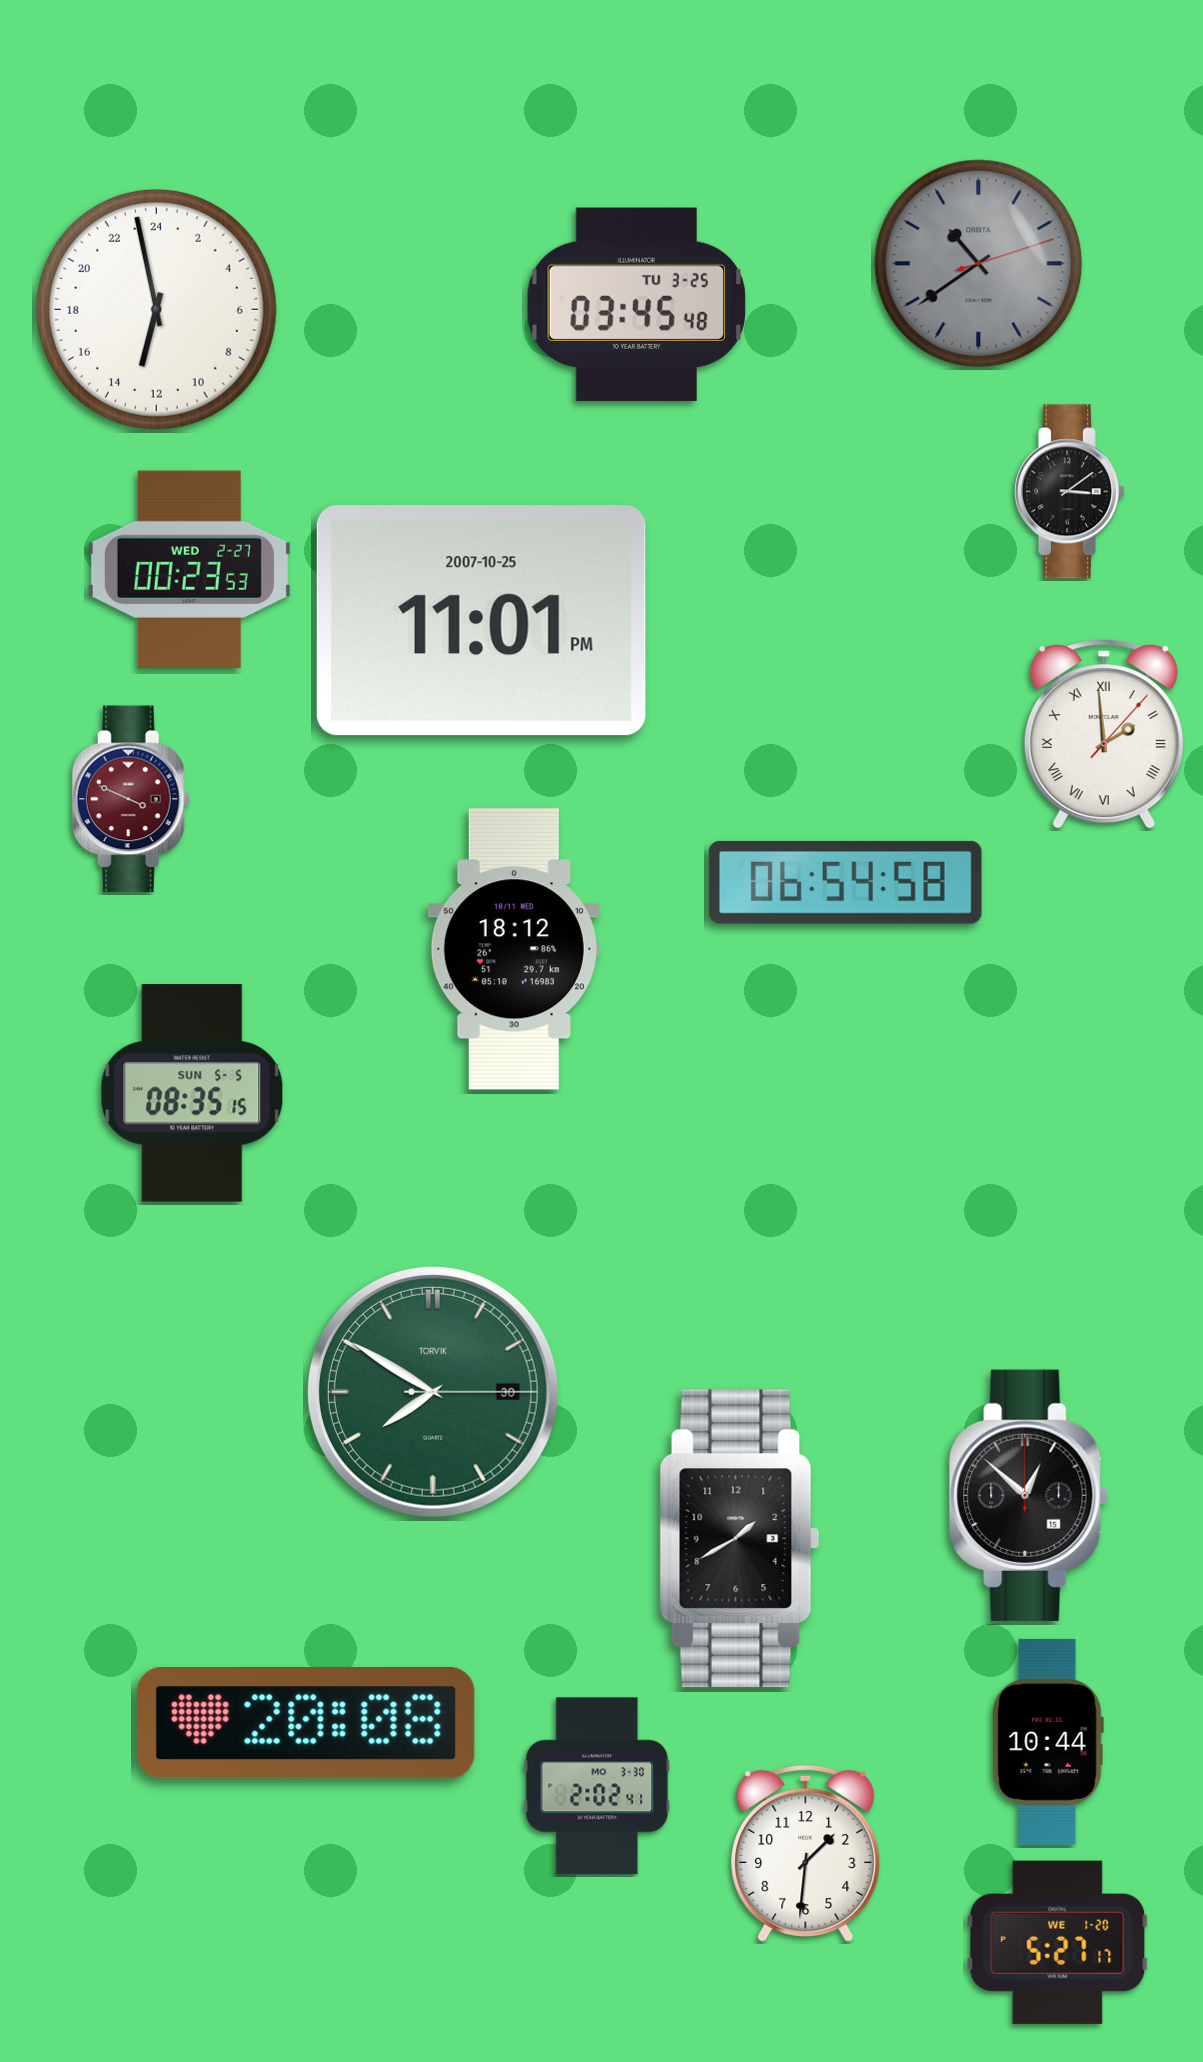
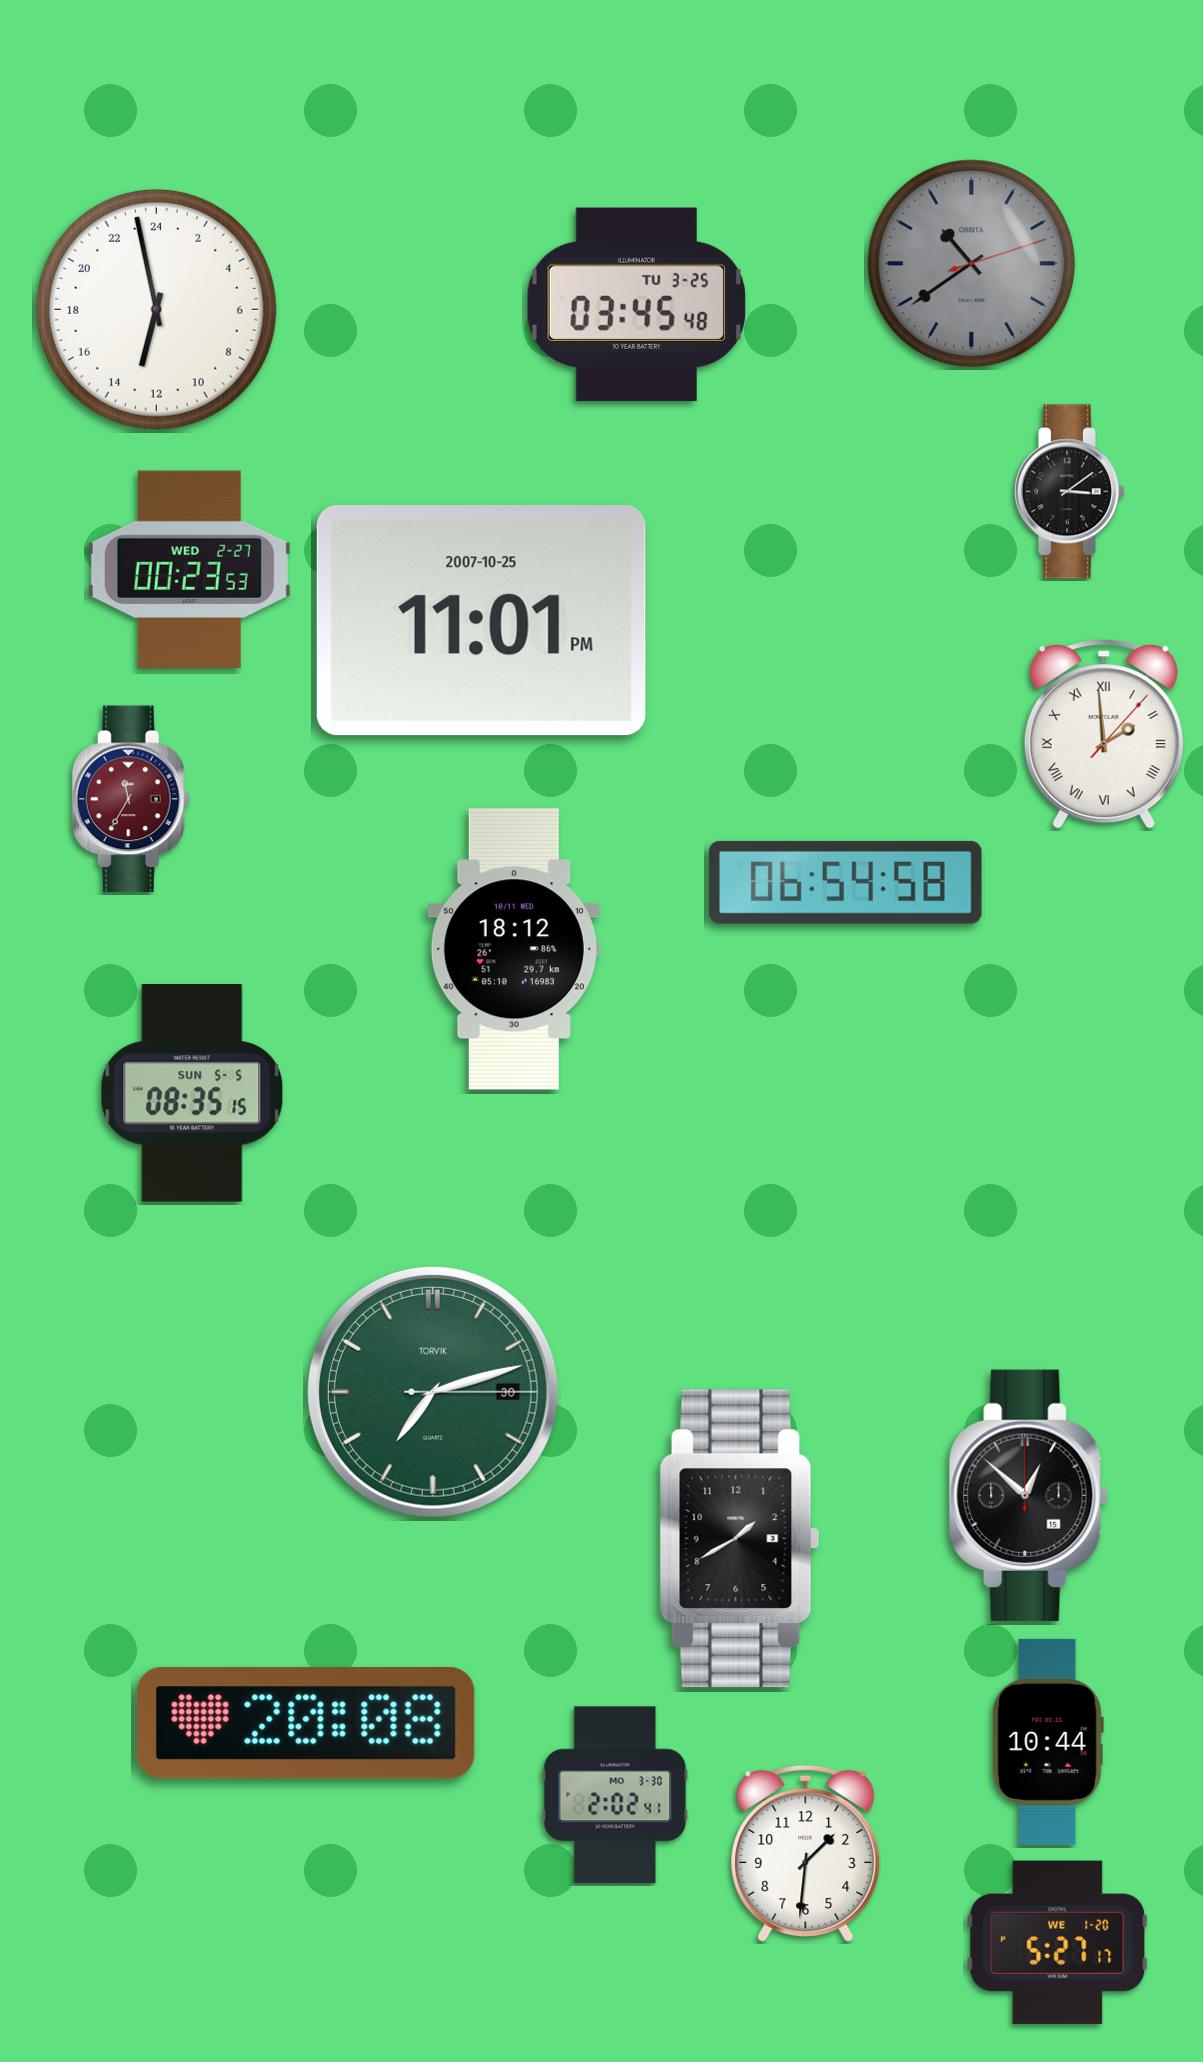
clock at (979, 264) position: (979, 264) -> (972, 264)
clock at (131, 799): 3:49 -> 11:35
clock at (433, 1392): 7:50 -> 7:12
clock at (597, 1786) position: (597, 1786) -> (615, 1795)
